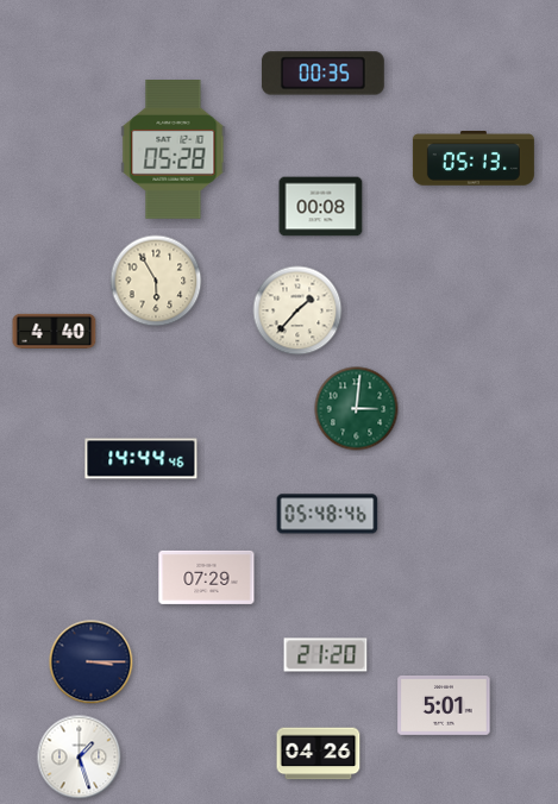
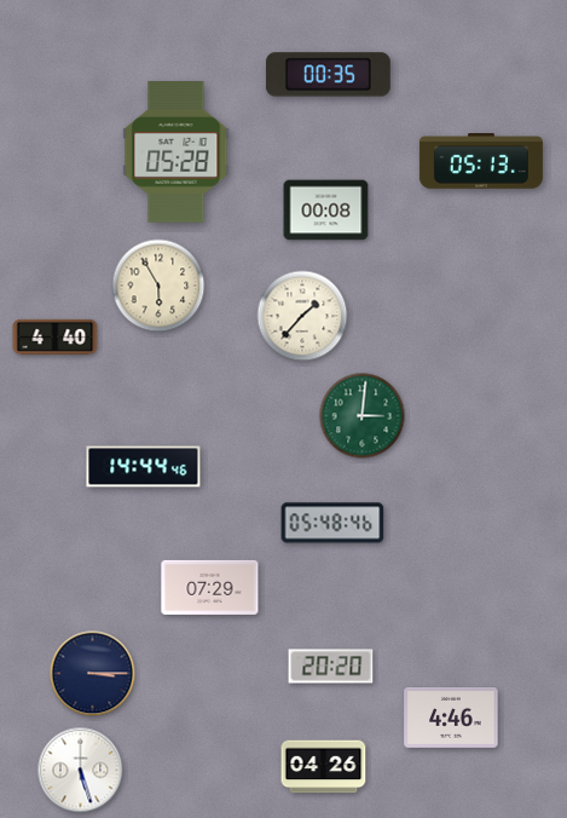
clock at (326, 655): 21:20 -> 20:20
clock at (444, 706): 5:01 -> 4:46
clock at (80, 758): 1:27 -> 5:27
